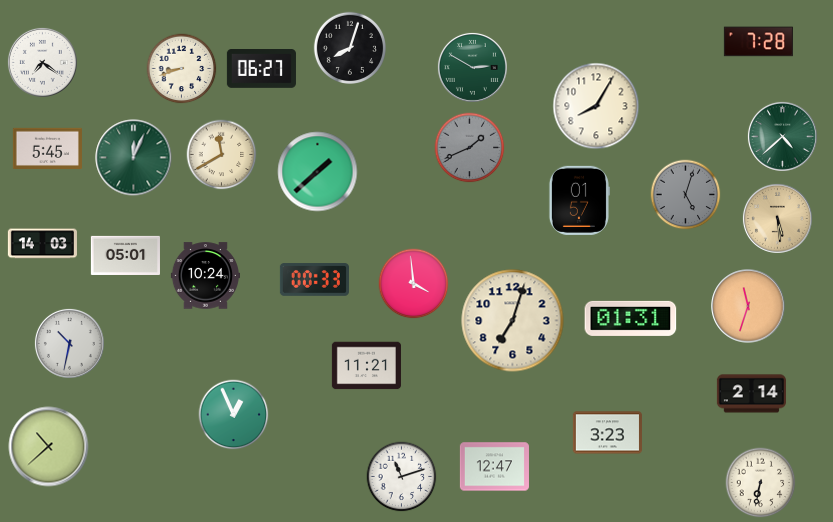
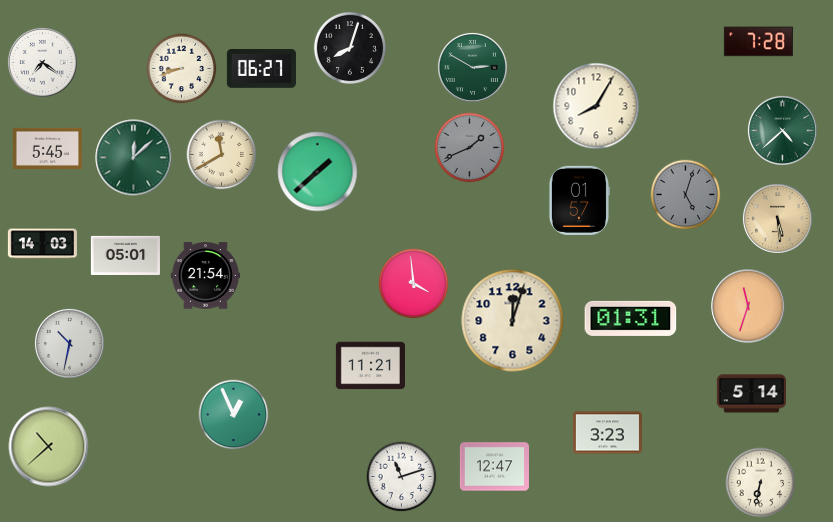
clock at (782, 136) position: (782, 136) -> (782, 130)
clock at (134, 158): 12:04 -> 12:08
clock at (205, 276): 10:24 -> 21:54
clock at (314, 280): 00:33 -> none
clock at (513, 321): 7:03 -> 12:03
clock at (366, 366) position: (366, 366) -> (370, 366)
clock at (751, 394): 2:14 -> 5:14
